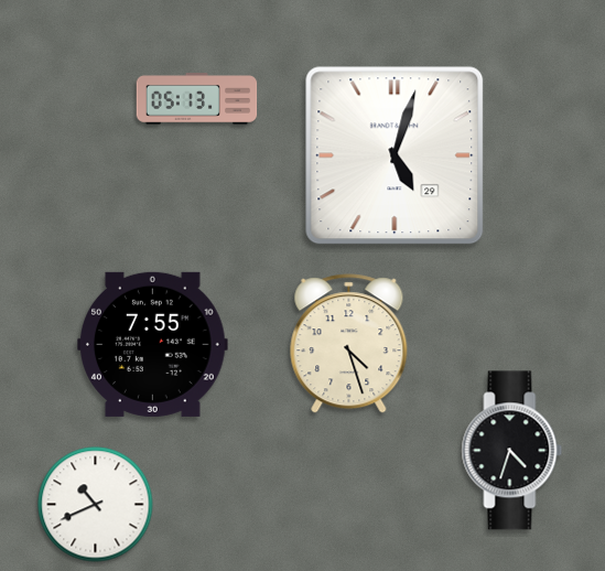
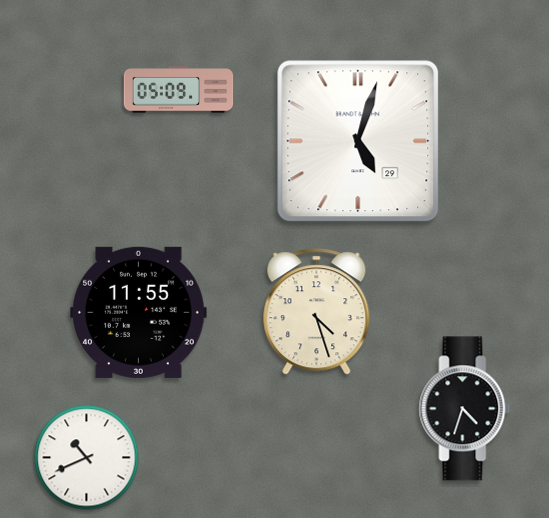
clock at (197, 99): 05:13 -> 05:09
clock at (153, 344): 7:55 -> 11:55
